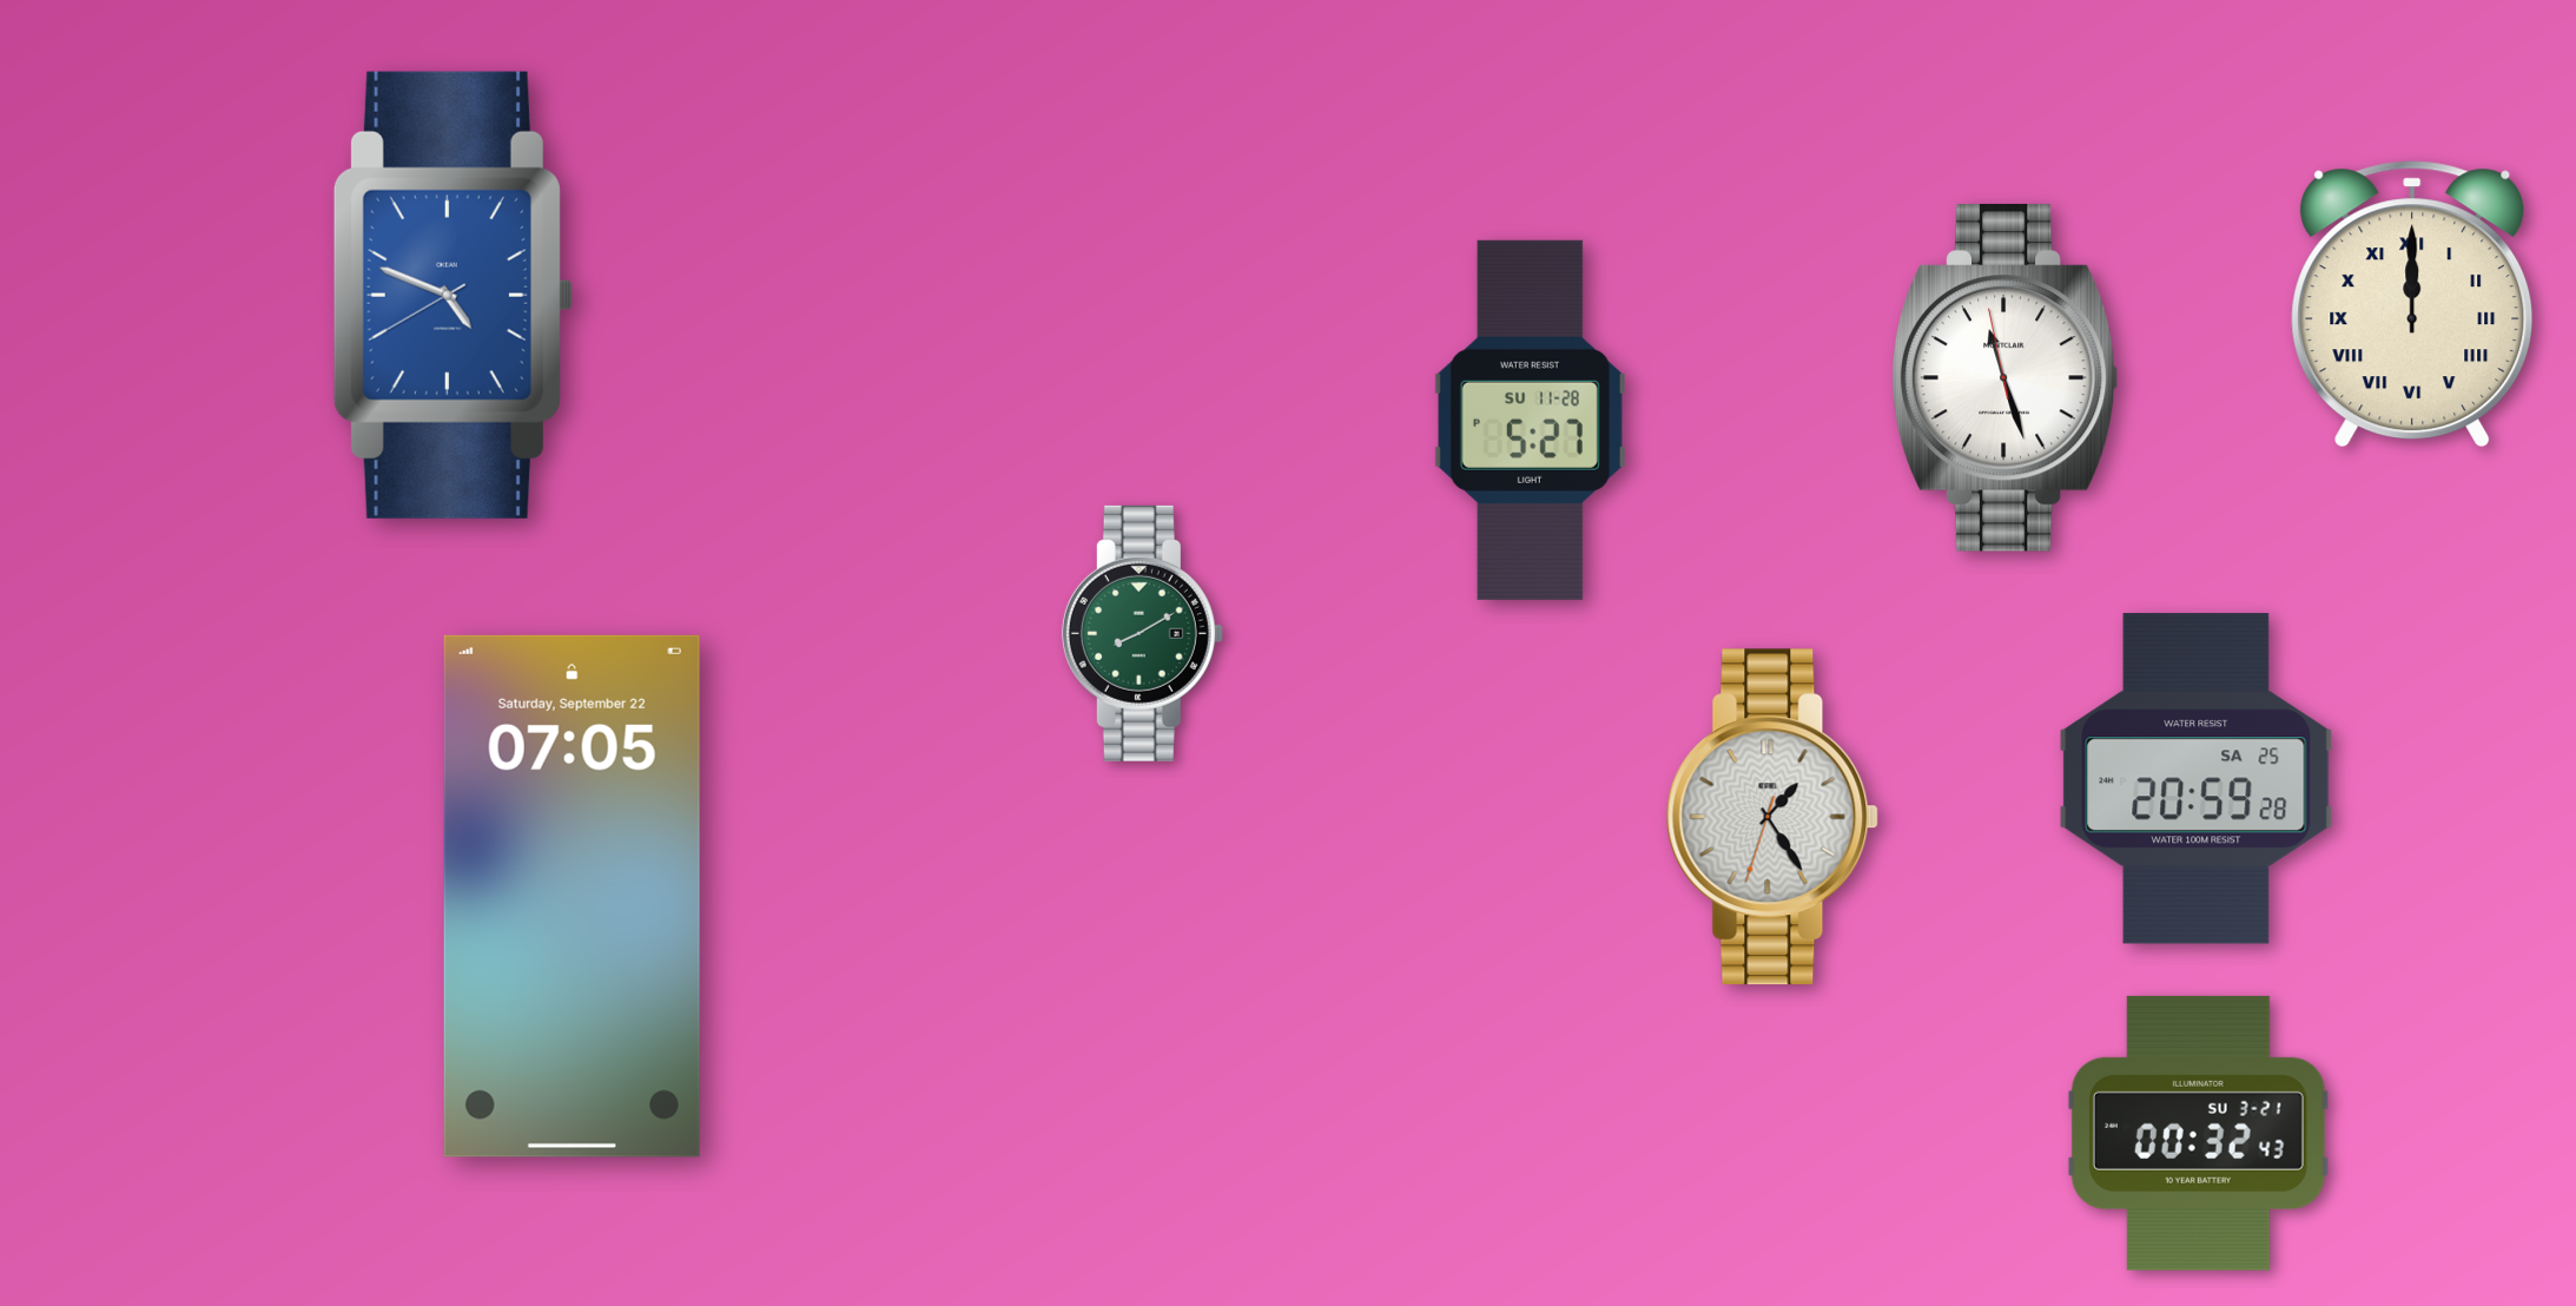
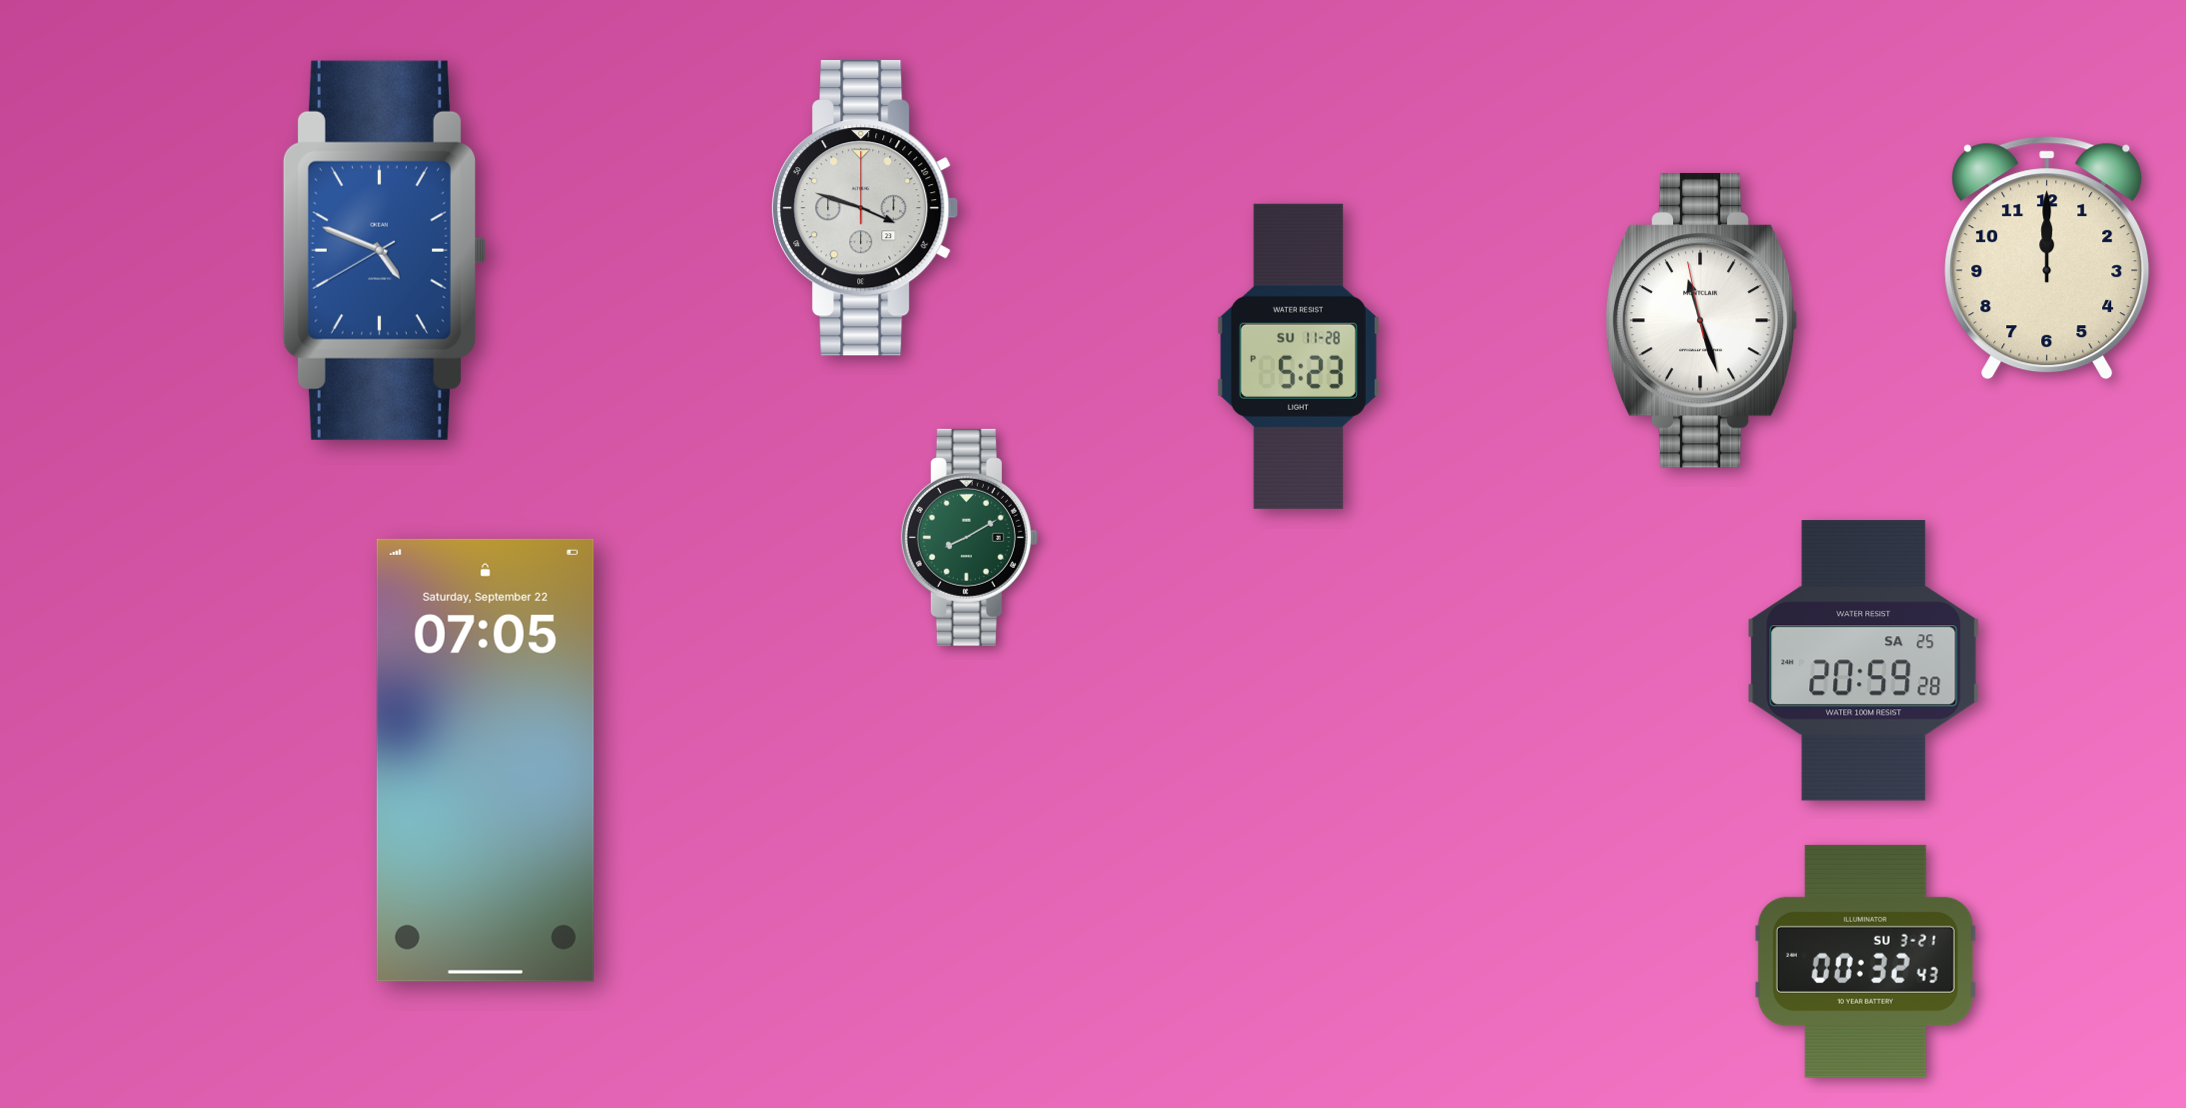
clock at (865, 208): none -> 3:48
clock at (2412, 304) numerals: Roman -> Arabic
clock at (1530, 420): 5:27 -> 5:23
clock at (1772, 817): 1:24 -> none
